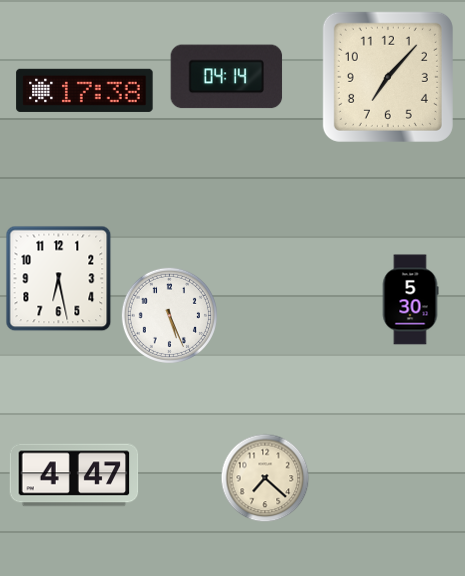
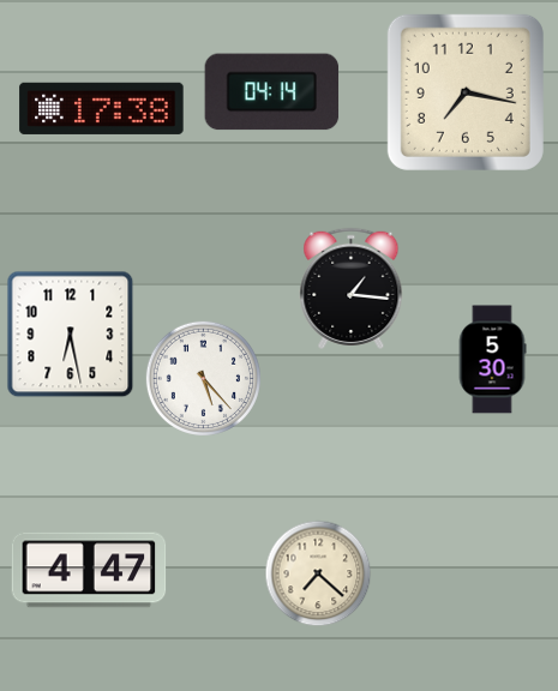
clock at (388, 77): 7:07 -> 7:17
clock at (352, 288): none -> 1:16
clock at (169, 315): 5:26 -> 5:23
